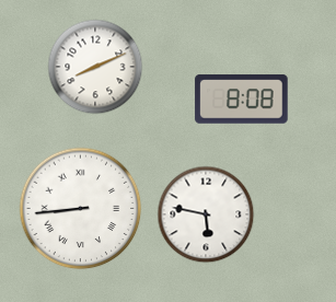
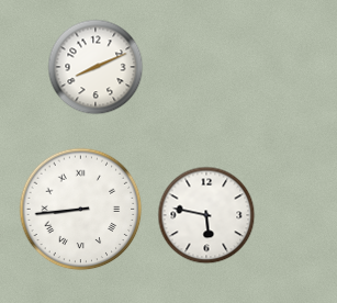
clock at (242, 100): 8:08 -> none
